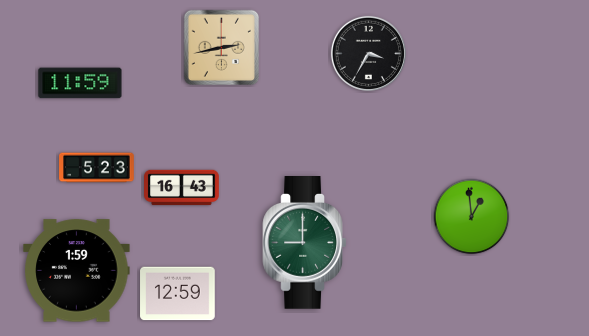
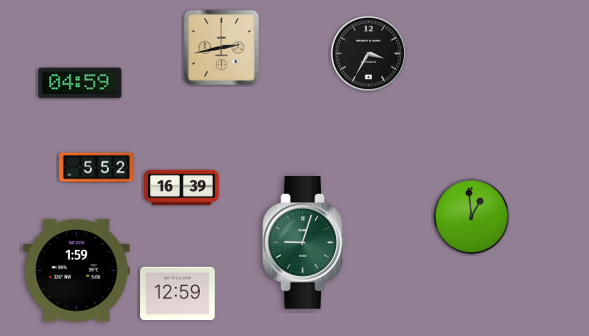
clock at (80, 83): 11:59 -> 04:59
clock at (97, 168): 5:23 -> 5:52
clock at (182, 188): 16:43 -> 16:39
clock at (305, 243): 9:00 -> 9:03
